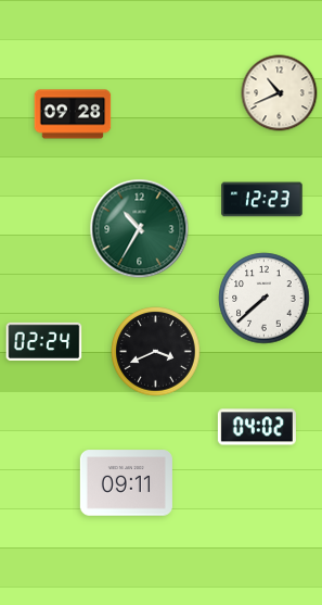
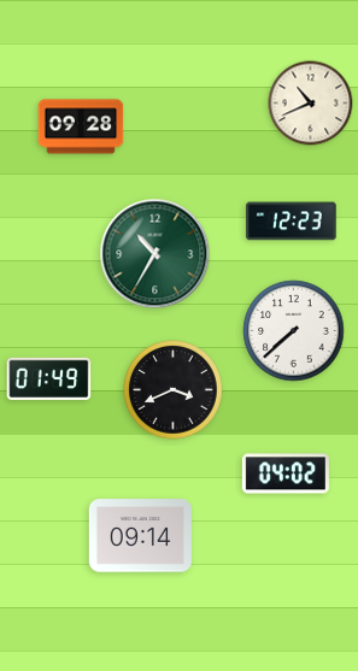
clock at (44, 341): 02:24 -> 01:49
clock at (126, 483): 09:11 -> 09:14
